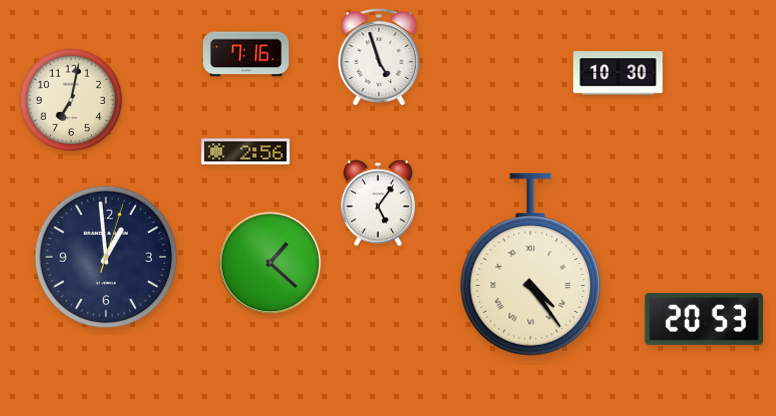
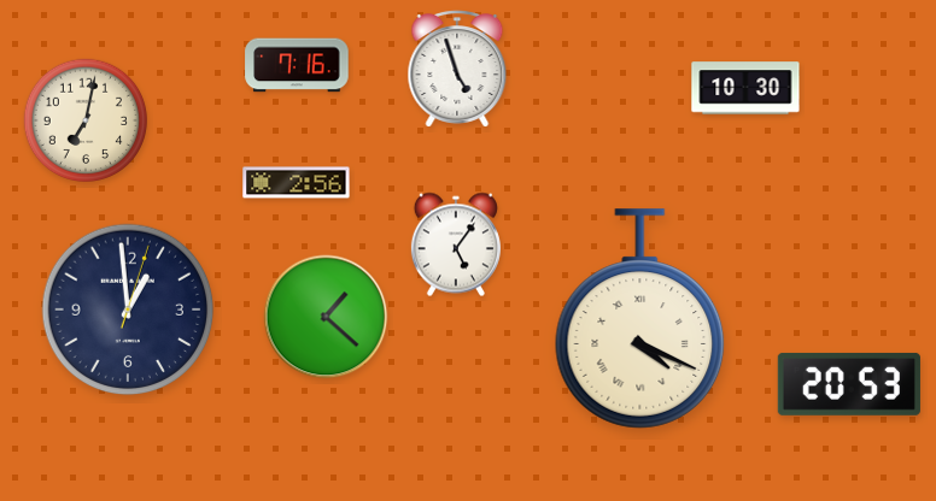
clock at (531, 265): 4:24 -> 4:19
